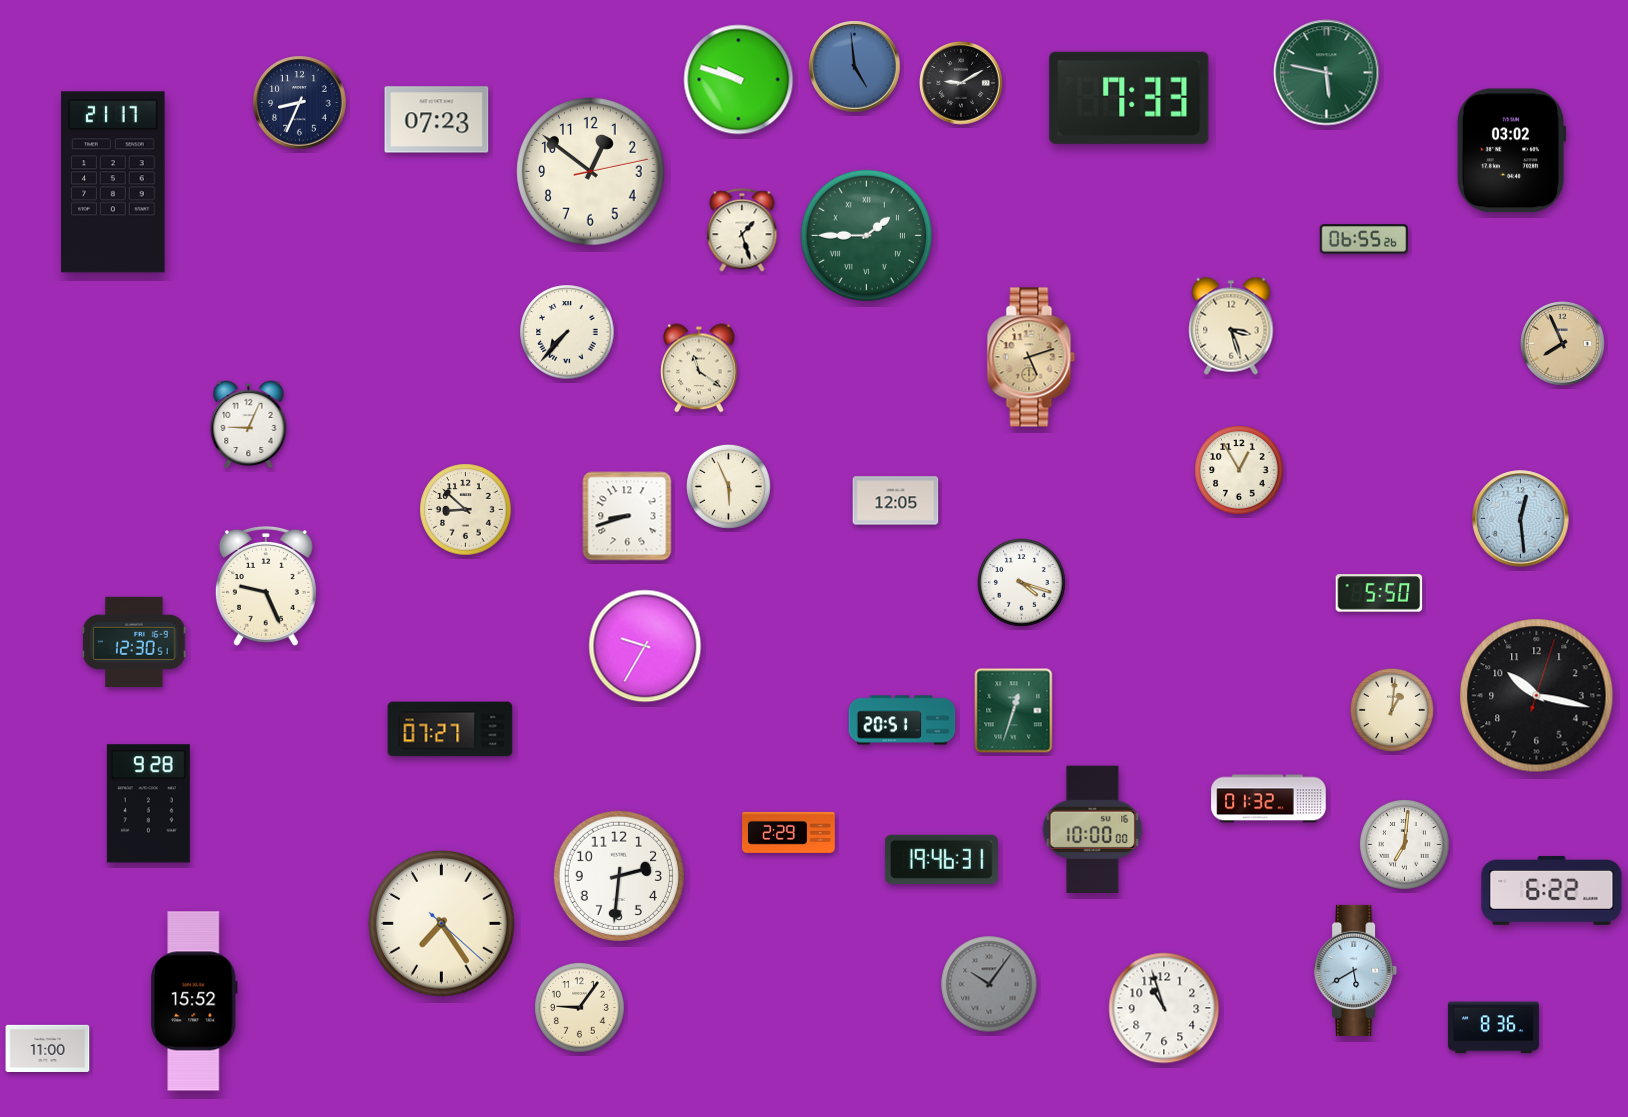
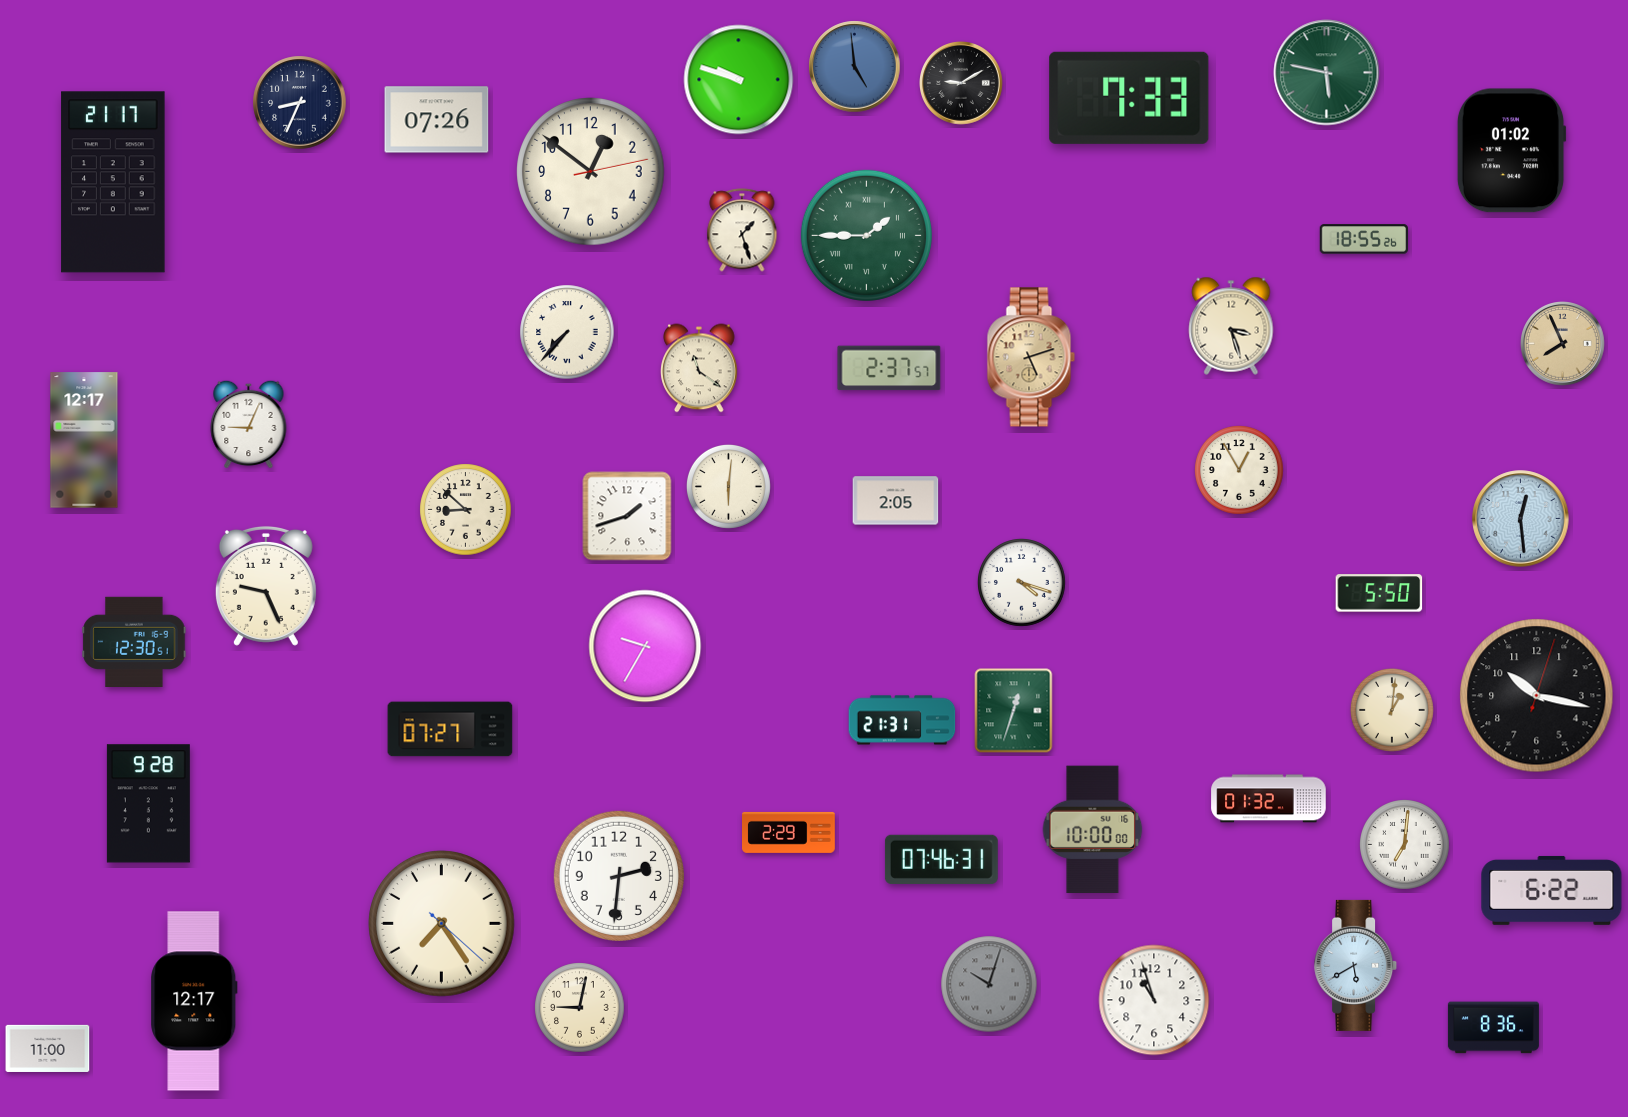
clock at (437, 120): 07:23 -> 07:26
clock at (1511, 151): 03:02 -> 01:02
clock at (1363, 239): 06:55 -> 18:55
clock at (889, 368): none -> 2:37
clock at (84, 440): none -> 12:17
clock at (728, 486): 5:56 -> 6:01
clock at (896, 501): 12:05 -> 2:05
clock at (627, 516): 8:42 -> 1:42
clock at (902, 720): 20:51 -> 21:31
clock at (941, 859): 19:46 -> 07:46
clock at (1356, 970) position: (1356, 970) -> (1356, 965)
clock at (989, 984): 10:06 -> 10:03
clock at (194, 1001): 15:52 -> 12:17
clock at (580, 1008): 9:06 -> 9:02
clock at (1164, 1008) position: (1164, 1008) -> (1154, 1000)
